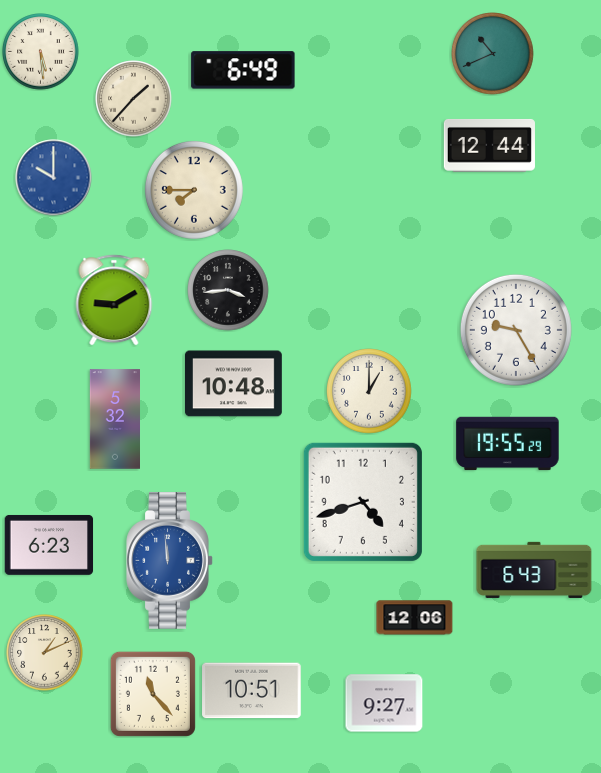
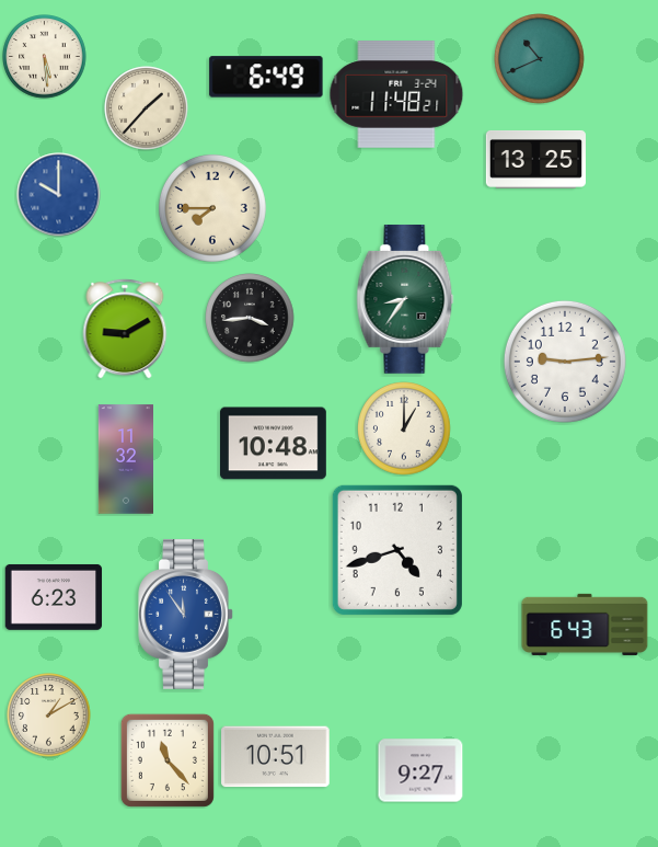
clock at (396, 94): none -> 11:48
clock at (489, 145): 12:44 -> 13:25
clock at (405, 300): none -> 8:36
clock at (516, 330): 9:25 -> 9:14
clock at (234, 384) position: (234, 384) -> (274, 444)
clock at (114, 419): 5:32 -> 11:32
clock at (508, 444): 19:55 -> none
clock at (170, 561): 11:59 -> 11:54
clock at (415, 618): 12:06 -> none
clock at (45, 653): 1:11 -> 1:10
